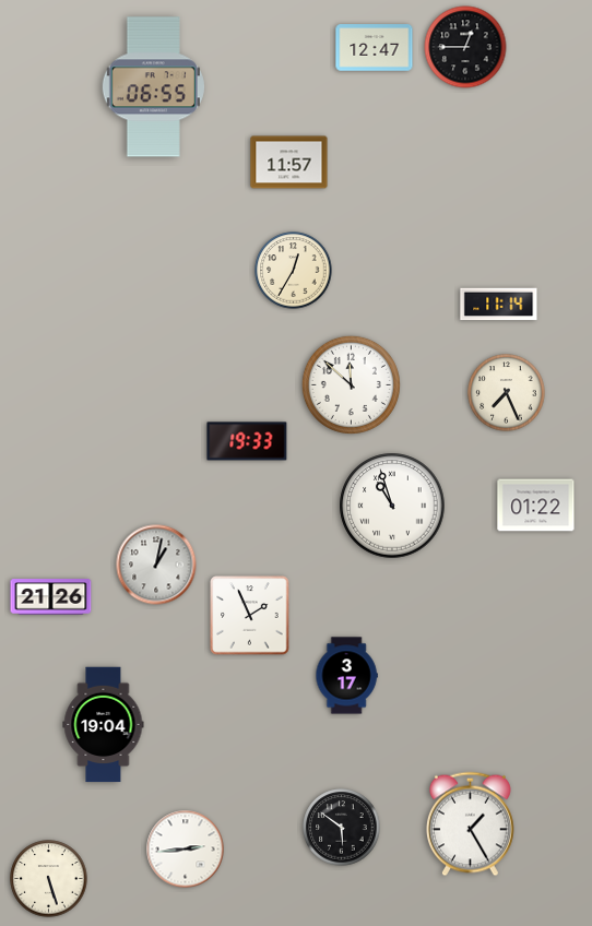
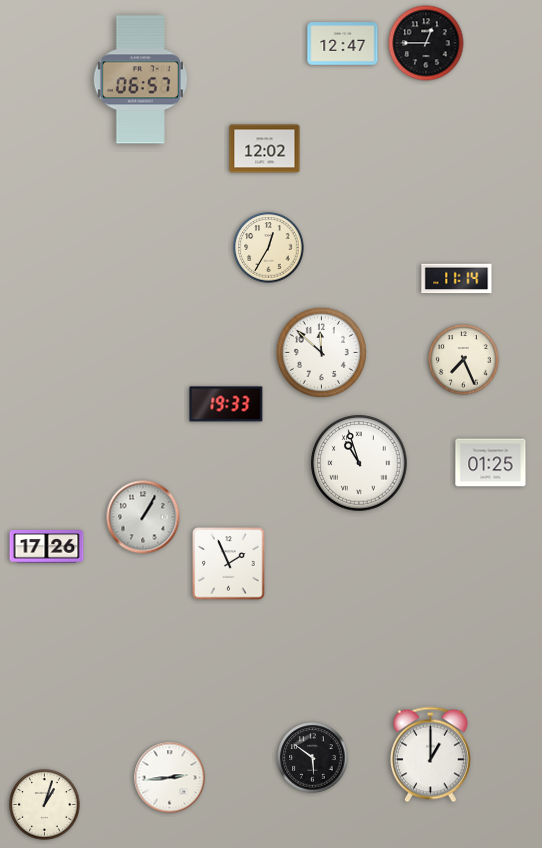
clock at (153, 87): 06:55 -> 06:57
clock at (289, 163): 11:57 -> 12:02
clock at (536, 506): 01:22 -> 01:25
clock at (156, 565): 1:02 -> 1:05
clock at (51, 597): 21:26 -> 17:26
clock at (346, 676): 3:17 -> none
clock at (104, 725): 19:04 -> none
clock at (470, 824): 1:25 -> 1:00
clock at (49, 879): 5:27 -> 1:03
